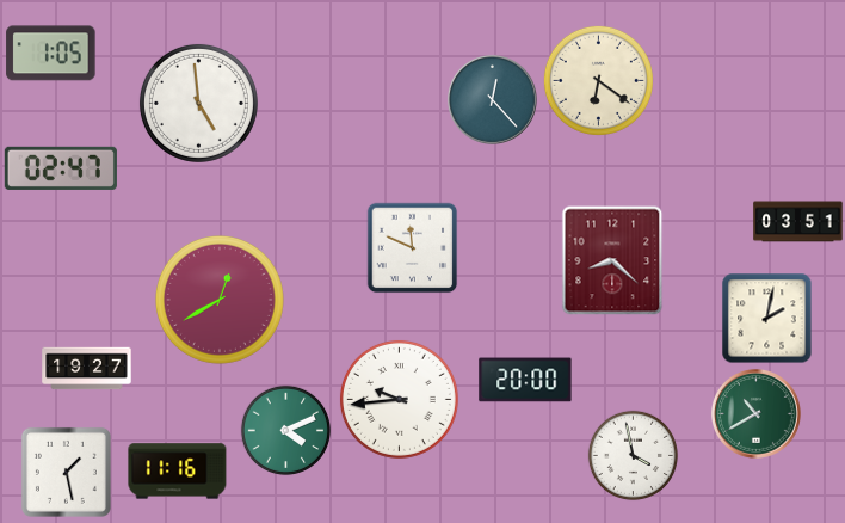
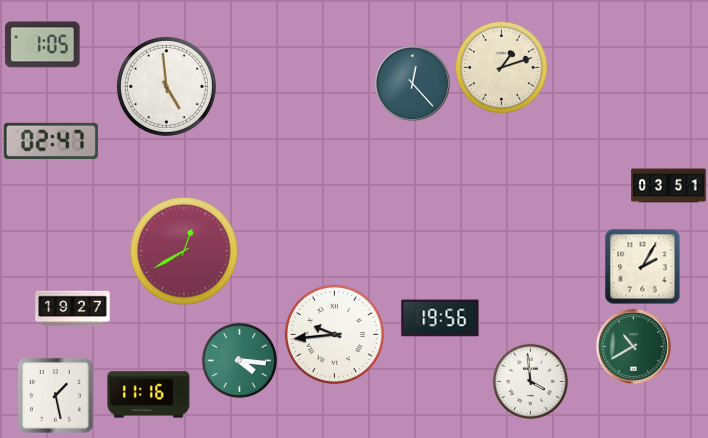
clock at (598, 80): 6:21 -> 1:12
clock at (413, 248): 11:49 -> none
clock at (612, 260): 8:22 -> none
clock at (767, 319): 2:02 -> 2:05
clock at (525, 380): 20:00 -> 19:56
clock at (286, 431): 4:11 -> 4:16
clock at (634, 456): 3:58 -> 3:59
